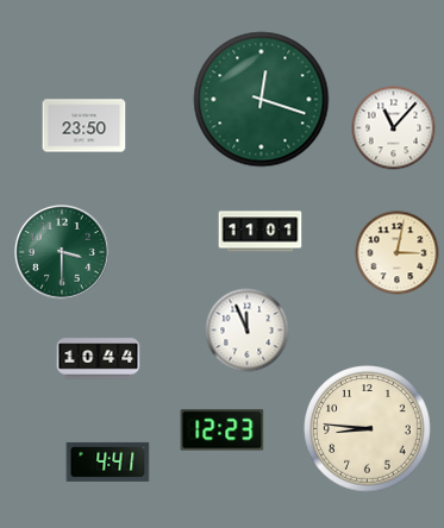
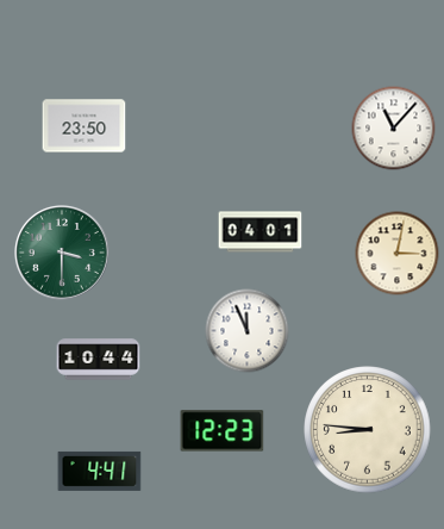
clock at (262, 100): 12:18 -> none
clock at (261, 232): 11:01 -> 04:01
clock at (108, 461) position: (108, 461) -> (100, 471)
